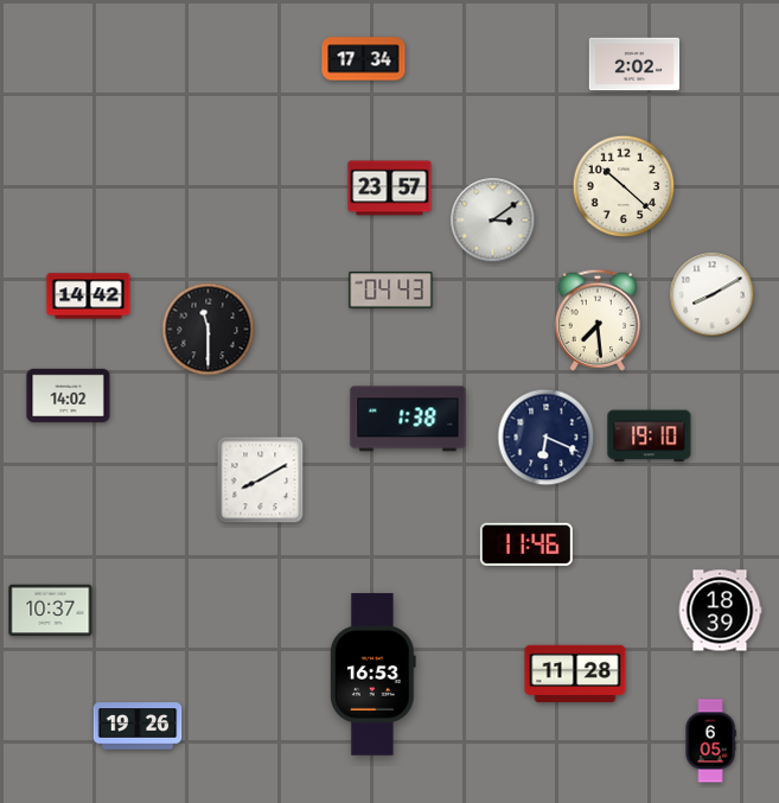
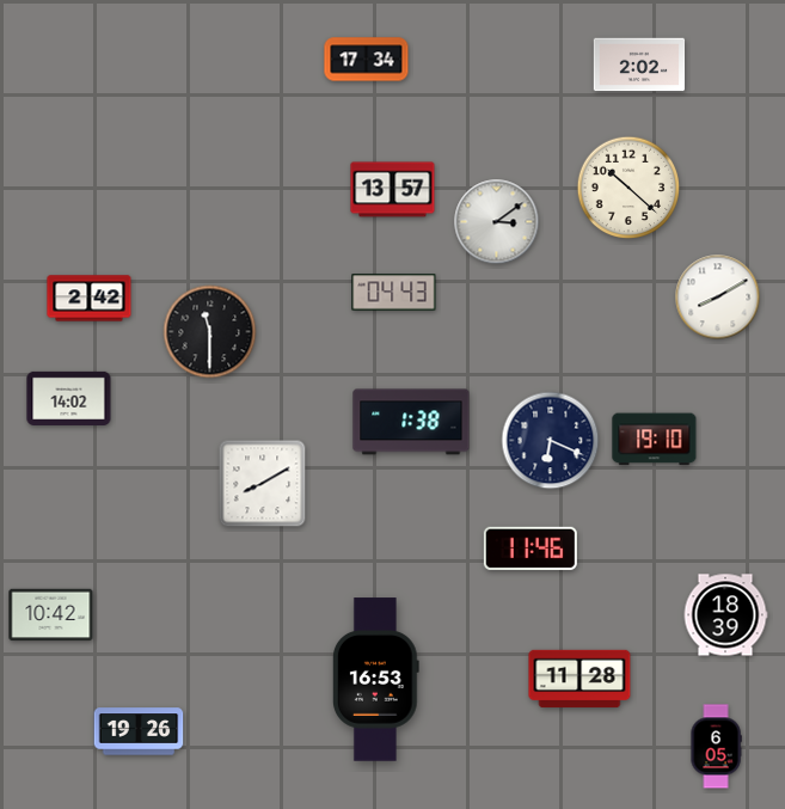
clock at (390, 189): 23:57 -> 13:57
clock at (89, 297): 14:42 -> 2:42
clock at (598, 320): 7:29 -> none
clock at (51, 611): 10:37 -> 10:42
